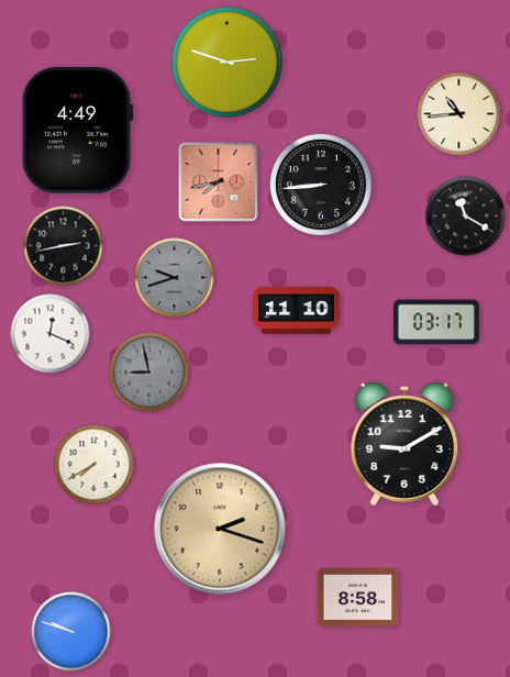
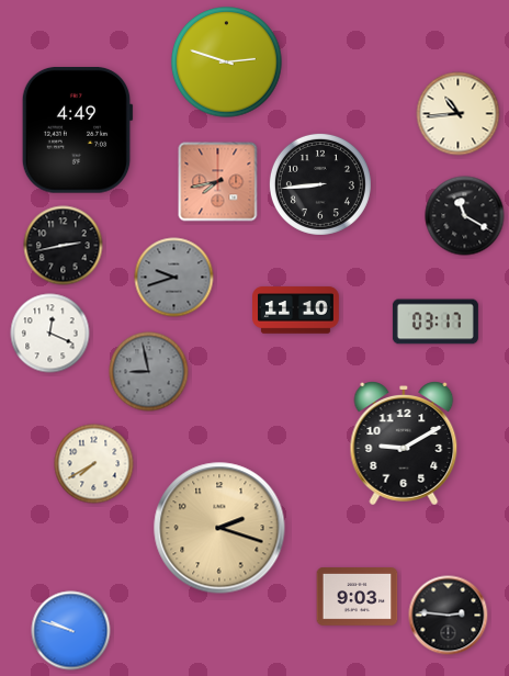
clock at (358, 598): 8:58 -> 9:03
clock at (449, 616): none -> 2:46
